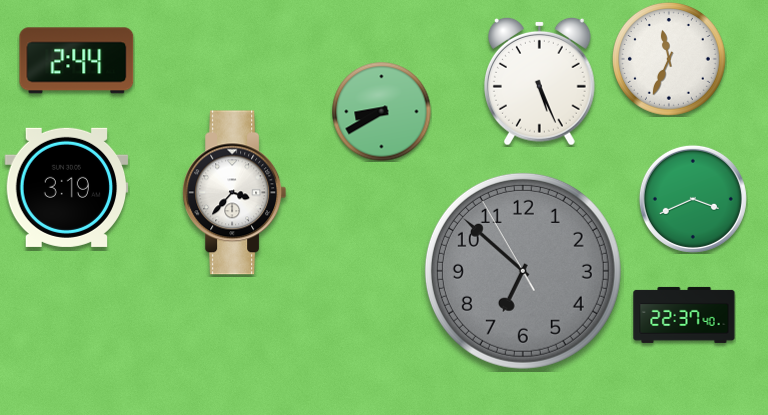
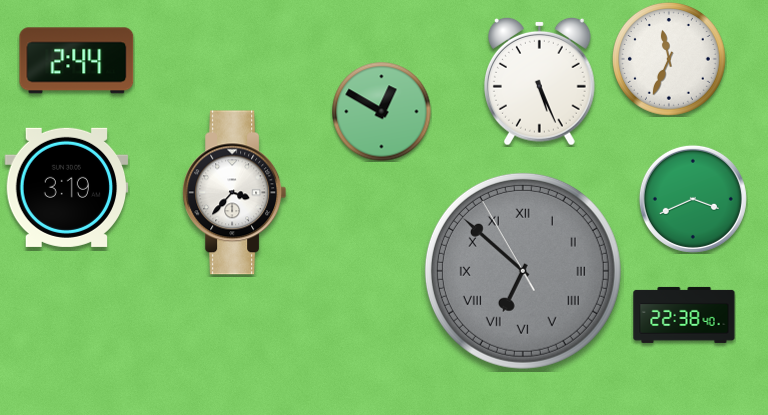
clock at (382, 112): 8:40 -> 12:50
clock at (523, 271) numerals: Arabic -> Roman
clock at (684, 315): 22:37 -> 22:38
